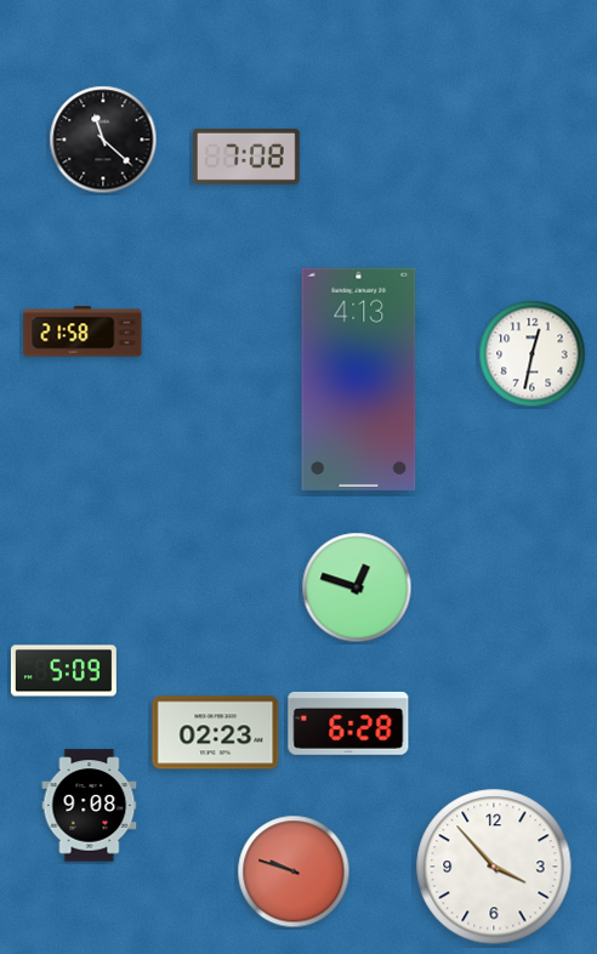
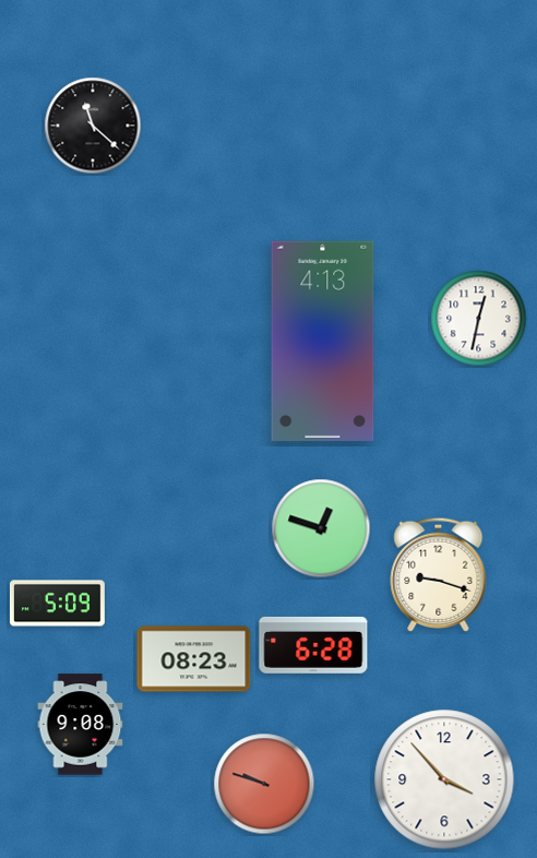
clock at (246, 157): 7:08 -> none
clock at (83, 331): 21:58 -> none
clock at (439, 574): none -> 9:18
clock at (348, 723) position: (348, 723) -> (313, 645)
clock at (216, 733): 02:23 -> 08:23
